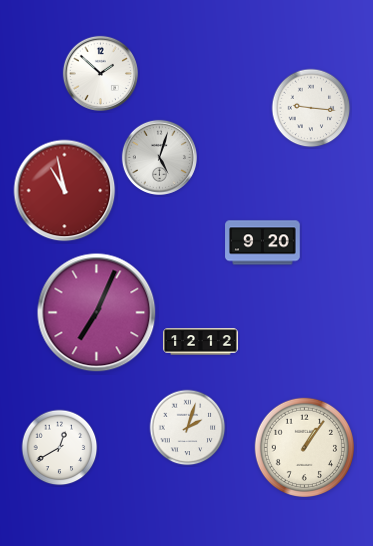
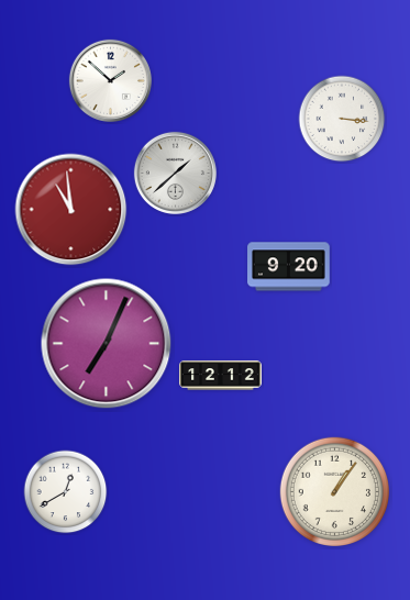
clock at (311, 108): 9:16 -> 3:16
clock at (159, 157): 5:03 -> 1:38
clock at (65, 191): 10:58 -> 10:59
clock at (188, 428): 2:03 -> none
